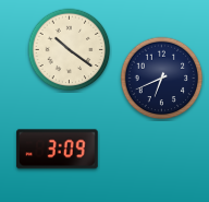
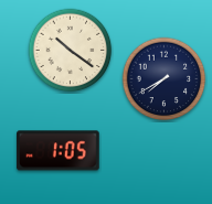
clock at (162, 79): 6:41 -> 7:40
clock at (58, 150): 3:09 -> 1:05
